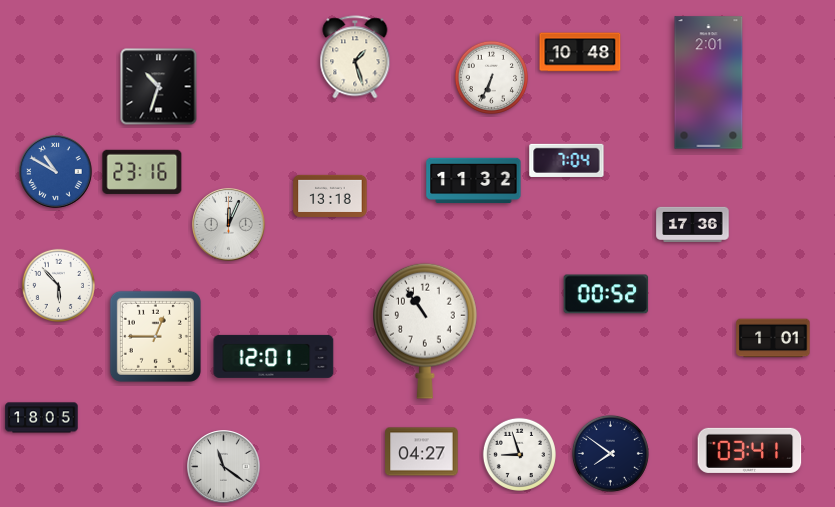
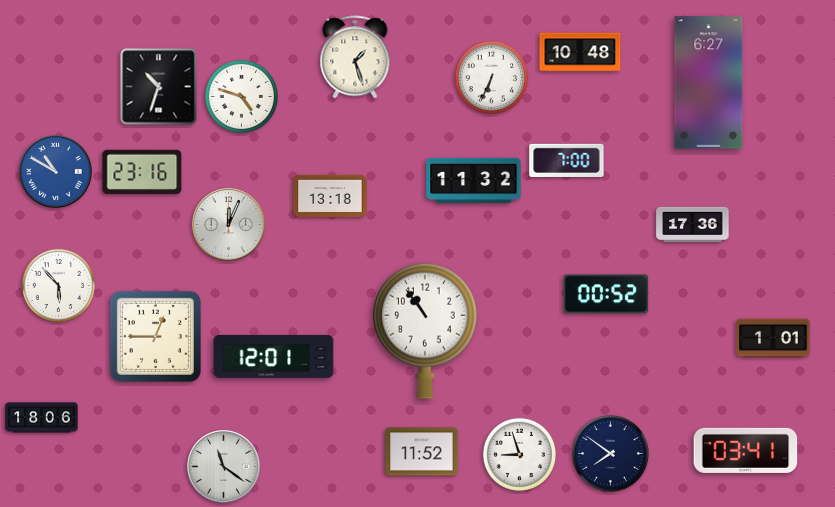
clock at (709, 83): 2:01 -> 6:27
clock at (241, 96): none -> 4:48
clock at (567, 160): 7:04 -> 7:00
clock at (42, 418): 18:05 -> 18:06
clock at (750, 450) position: (750, 450) -> (746, 450)
clock at (422, 452): 04:27 -> 11:52
